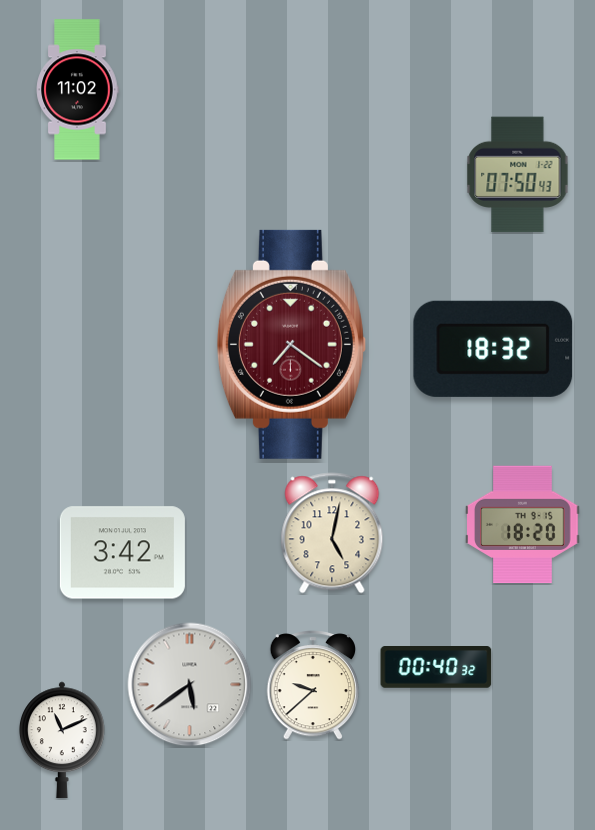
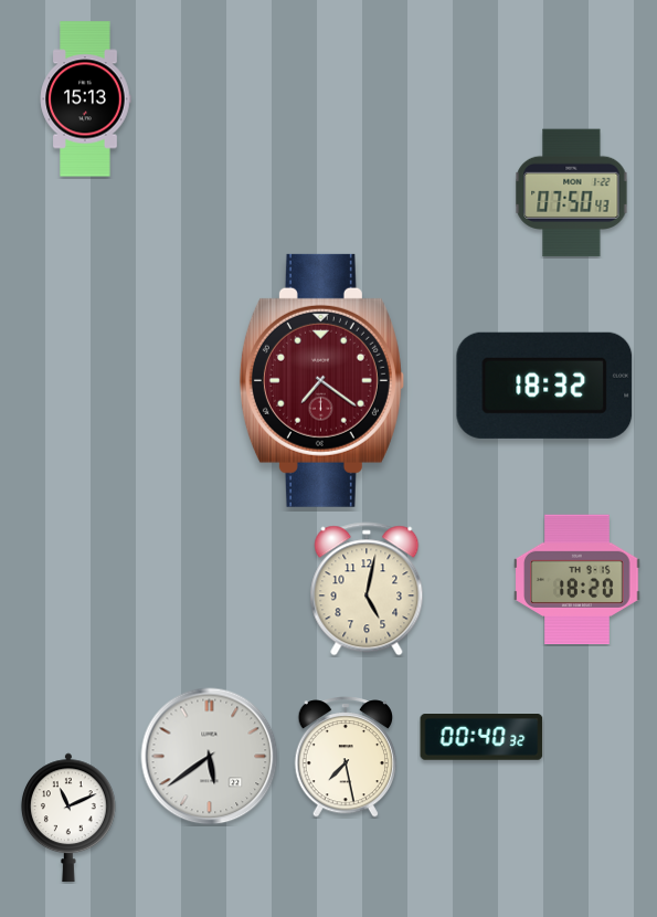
clock at (77, 90): 11:02 -> 15:13
clock at (122, 553): 3:42 -> none
clock at (312, 686): 9:38 -> 7:28
